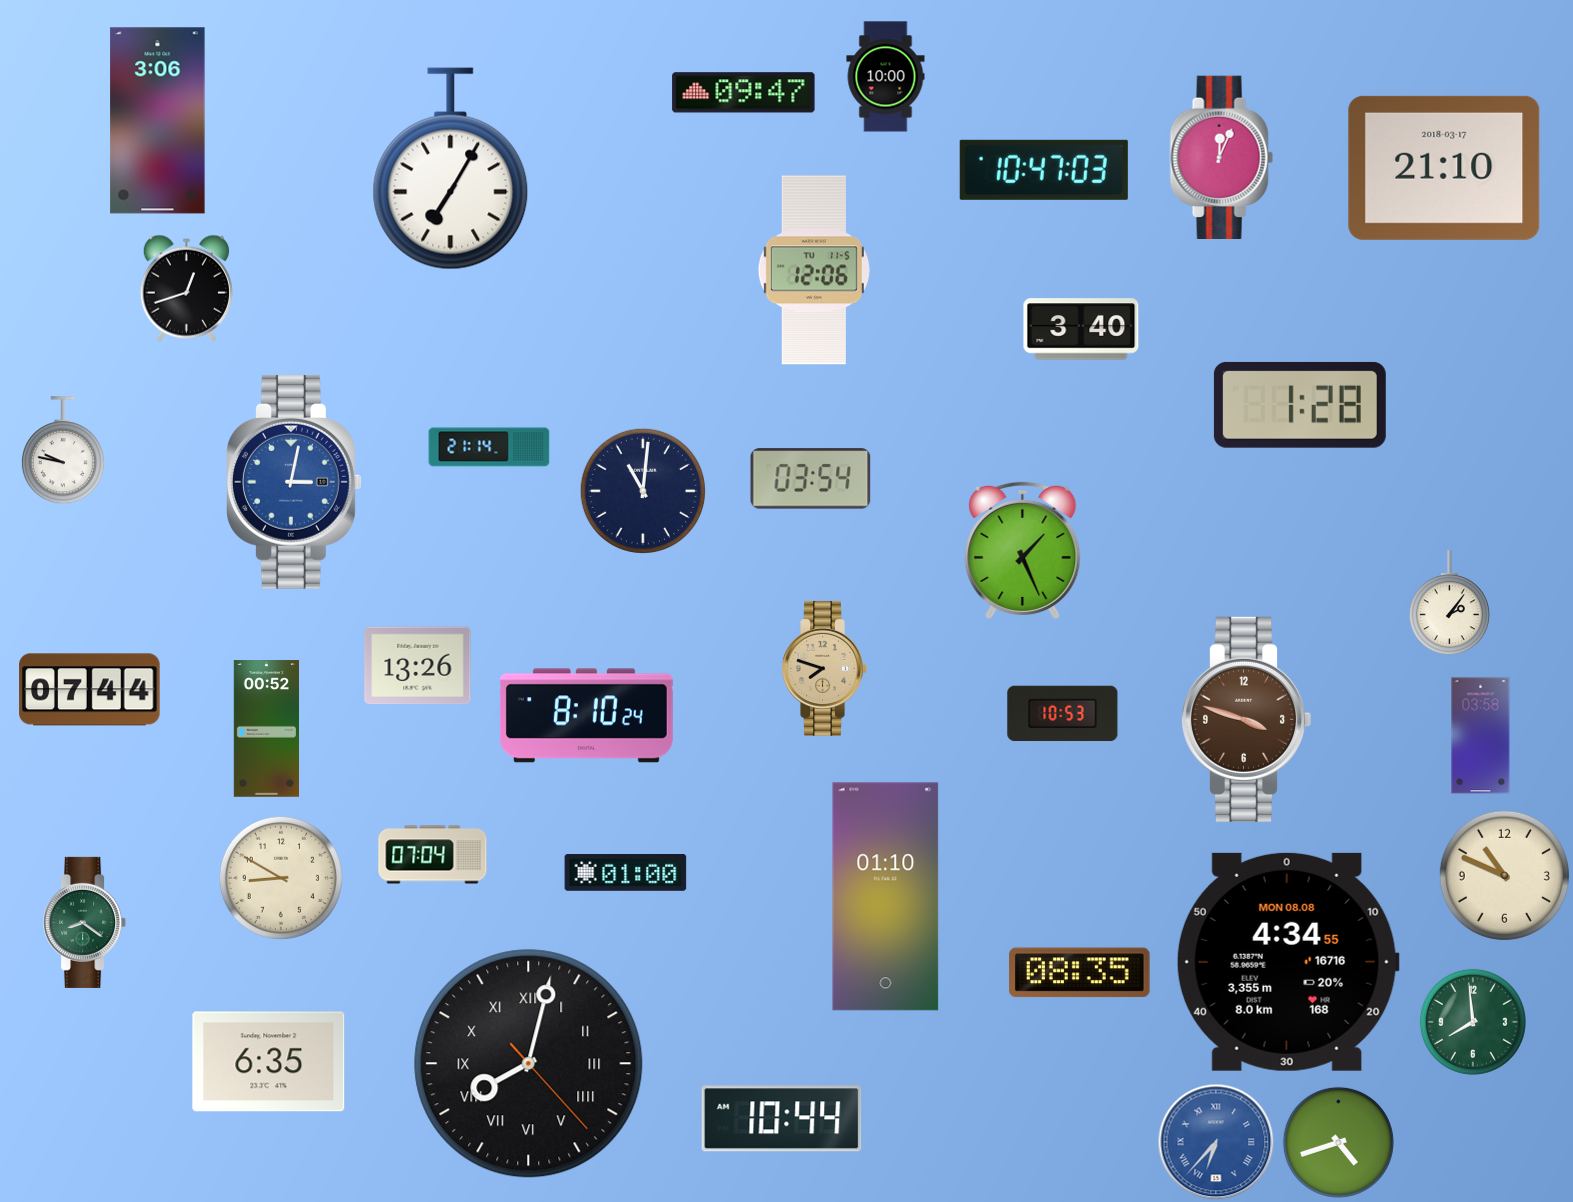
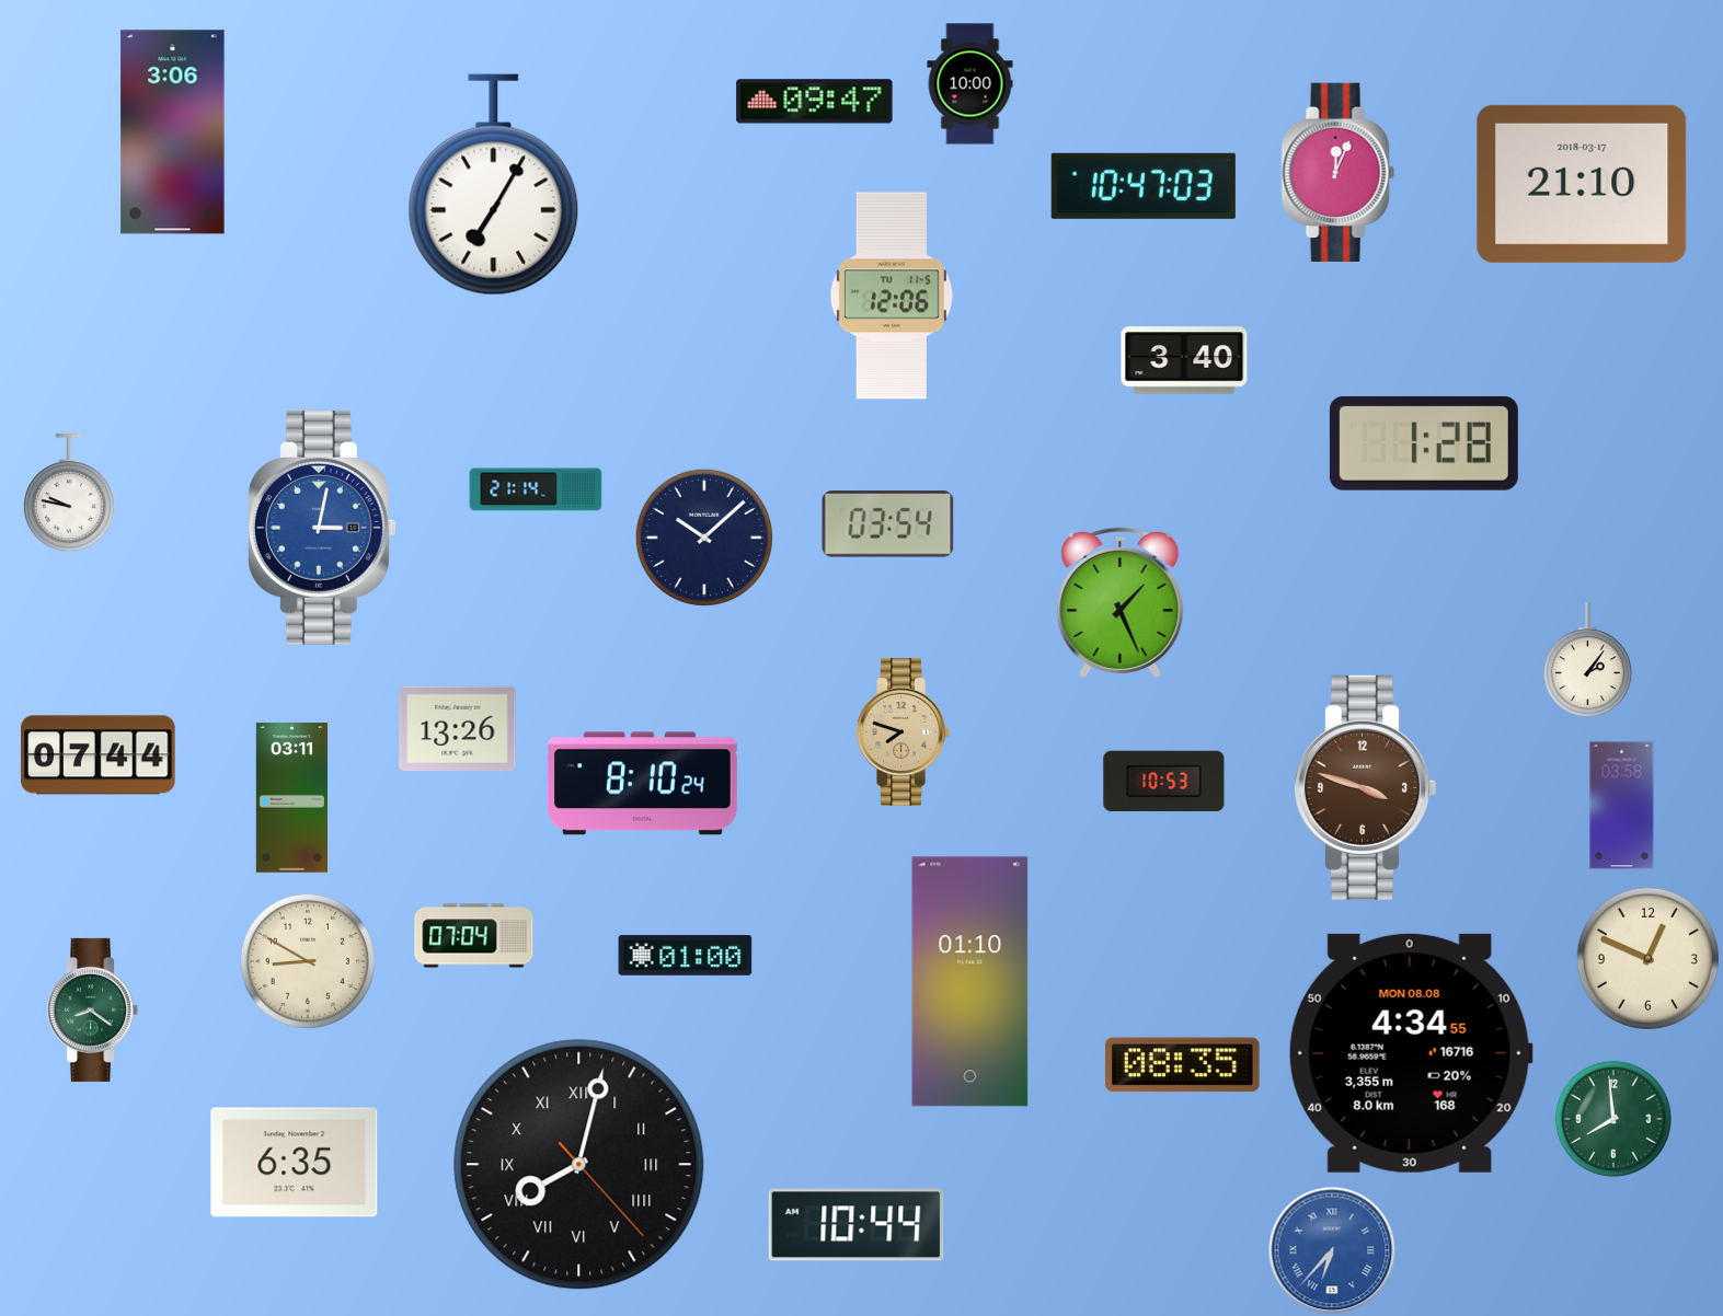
clock at (186, 288): 12:42 -> none
clock at (643, 491): 11:01 -> 10:08
clock at (266, 729): 00:52 -> 03:11
clock at (1504, 875): 10:49 -> 12:49
clock at (1338, 1142): 4:42 -> none
